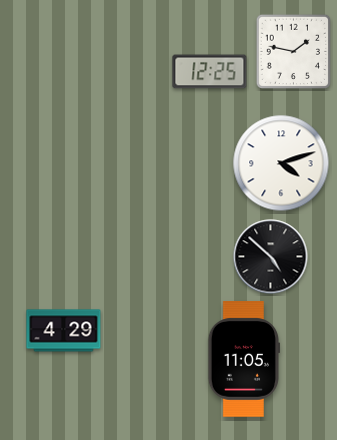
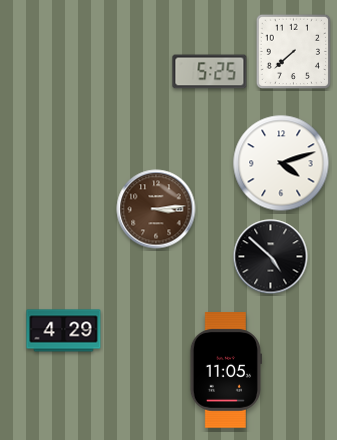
clock at (293, 51): 1:47 -> 7:38
clock at (210, 72): 12:25 -> 5:25
clock at (156, 209): none -> 3:14
clock at (243, 359) position: (243, 359) -> (225, 370)
